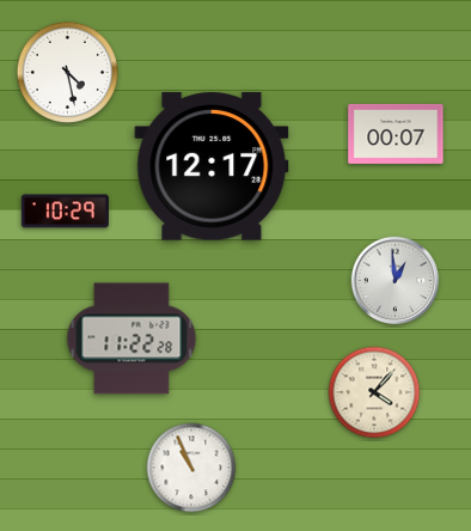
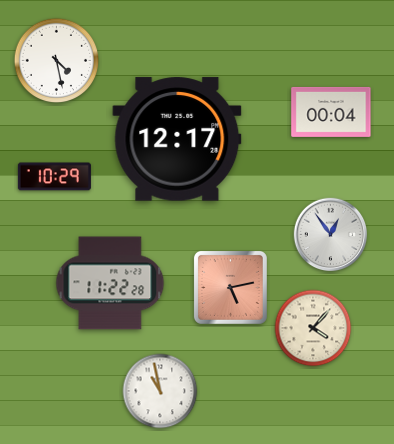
clock at (396, 134): 00:07 -> 00:04
clock at (396, 281): 12:59 -> 12:54
clock at (230, 287): none -> 5:13
clock at (191, 468): 10:56 -> 10:58
